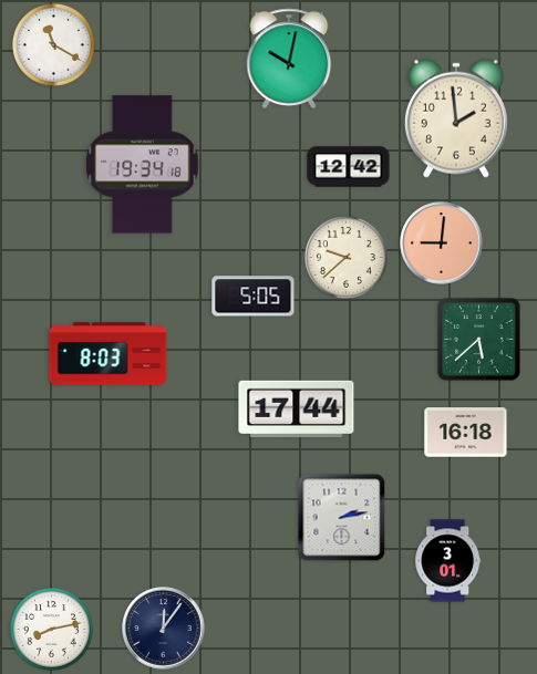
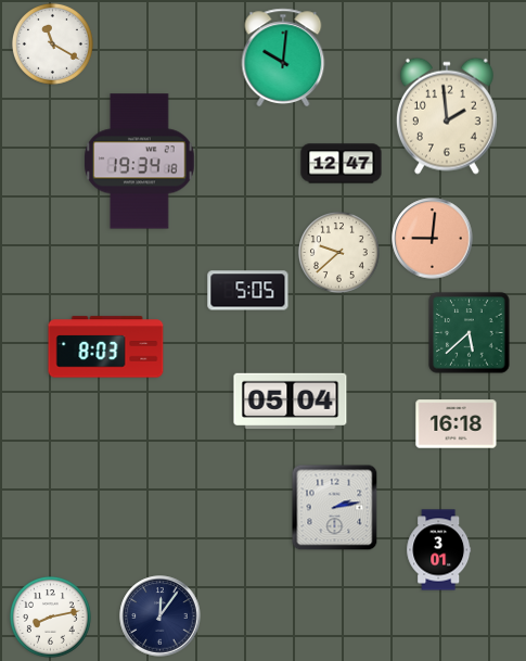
clock at (289, 59): 10:02 -> 10:01
clock at (349, 167): 12:42 -> 12:47
clock at (297, 409): 17:44 -> 05:04
